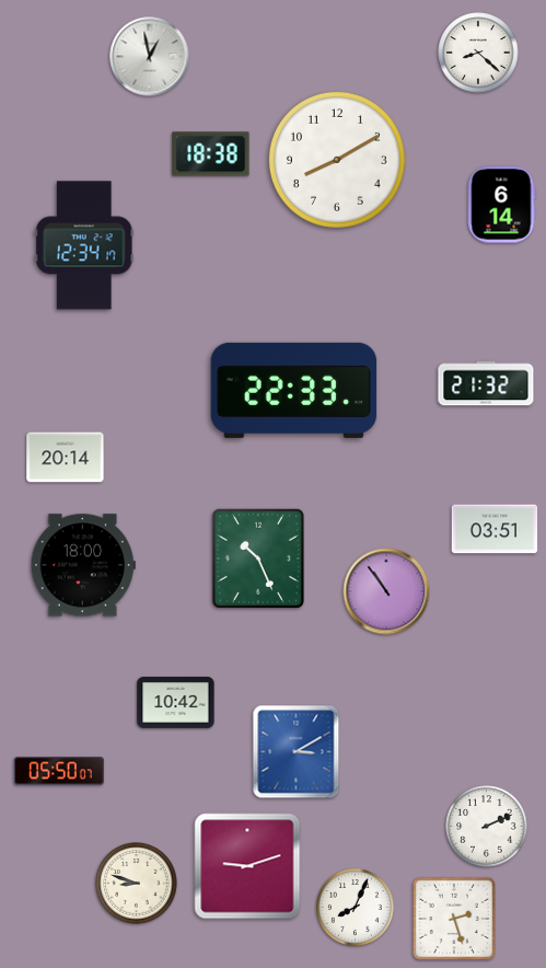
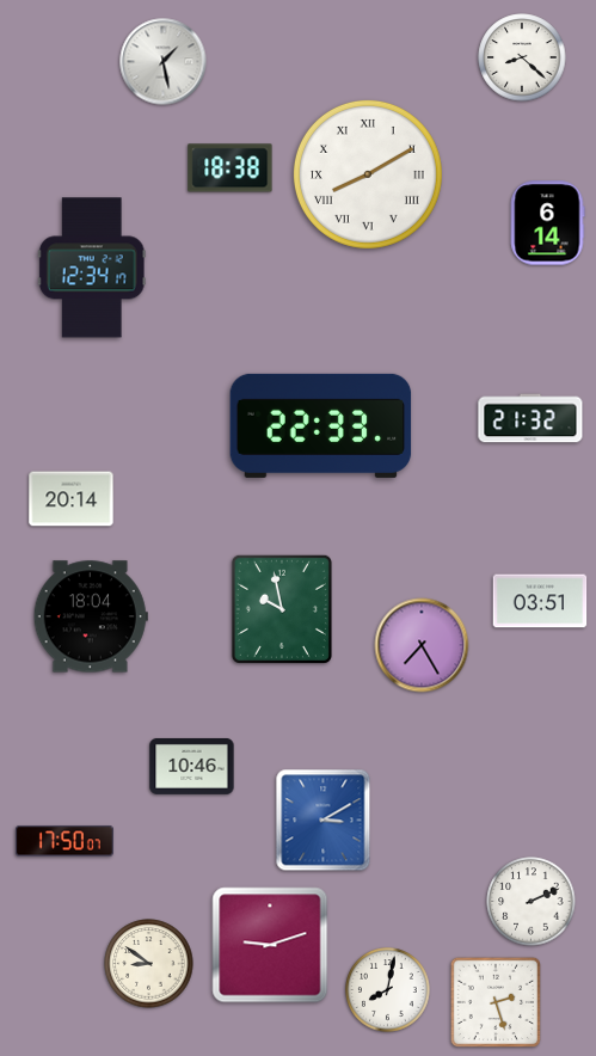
clock at (150, 57): 12:58 -> 1:28
clock at (337, 160) numerals: Arabic -> Roman
clock at (495, 529) position: (495, 529) -> (540, 601)
clock at (258, 558): 10:26 -> 9:58
clock at (83, 565): 18:00 -> 18:04
clock at (386, 591): 10:54 -> 7:25
clock at (176, 702): 10:42 -> 10:46
clock at (59, 771): 05:50 -> 17:50
clock at (137, 884): 8:48 -> 8:51
clock at (356, 908): 8:04 -> 8:02
